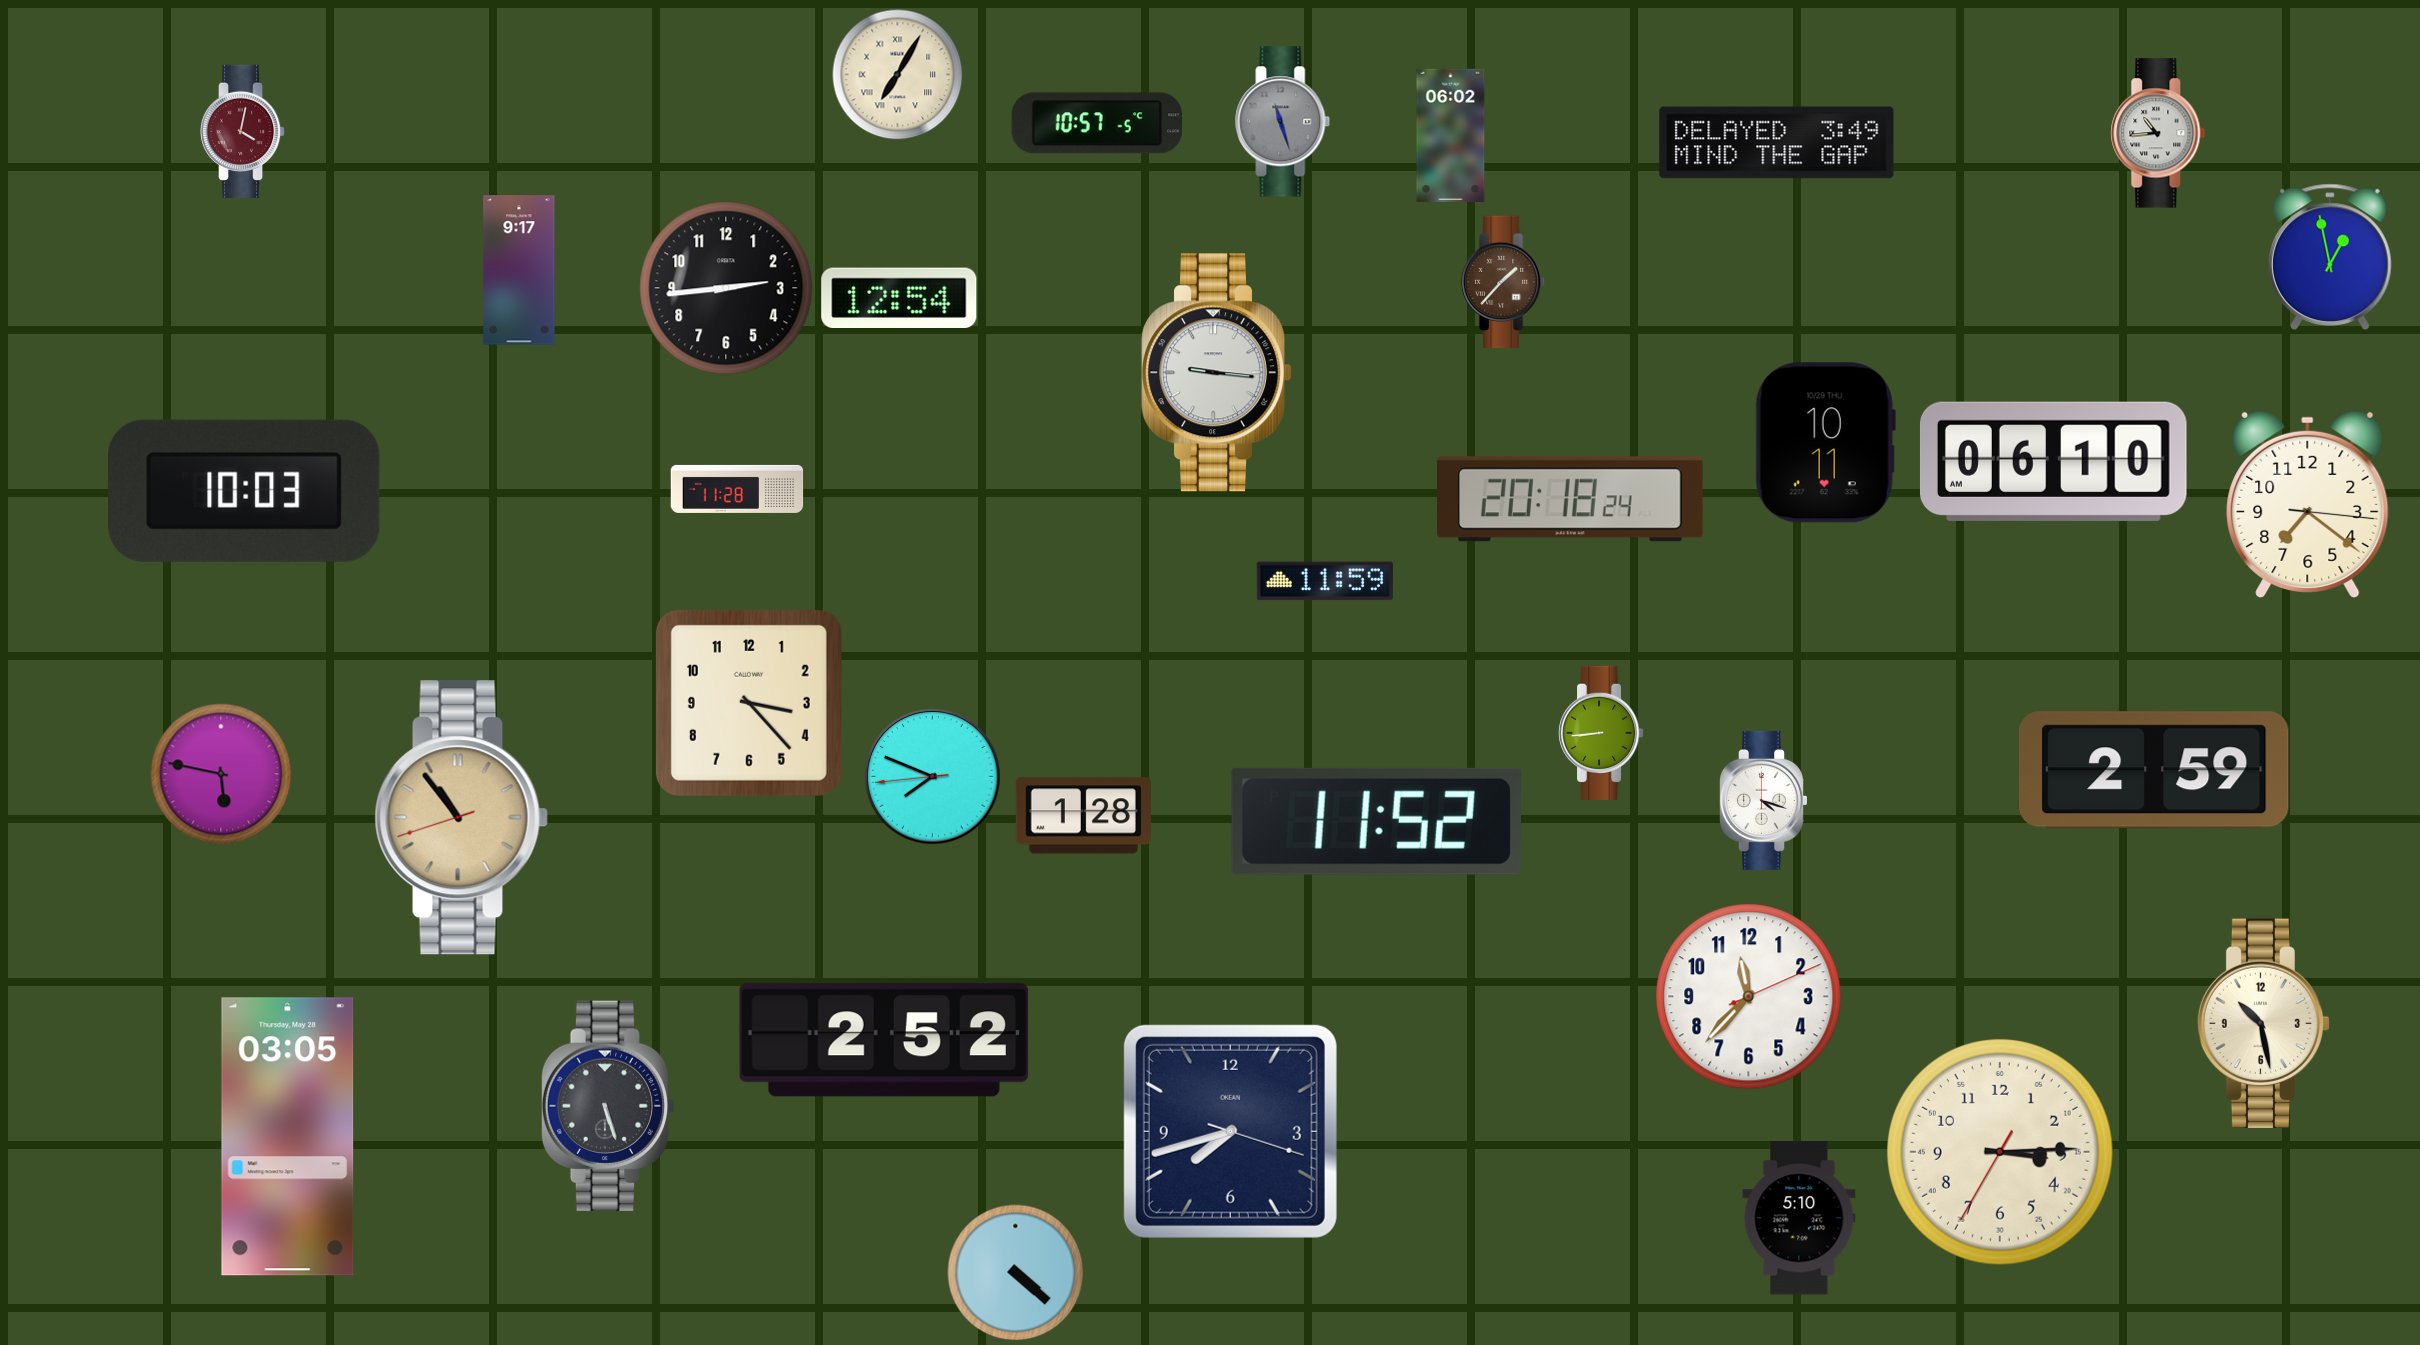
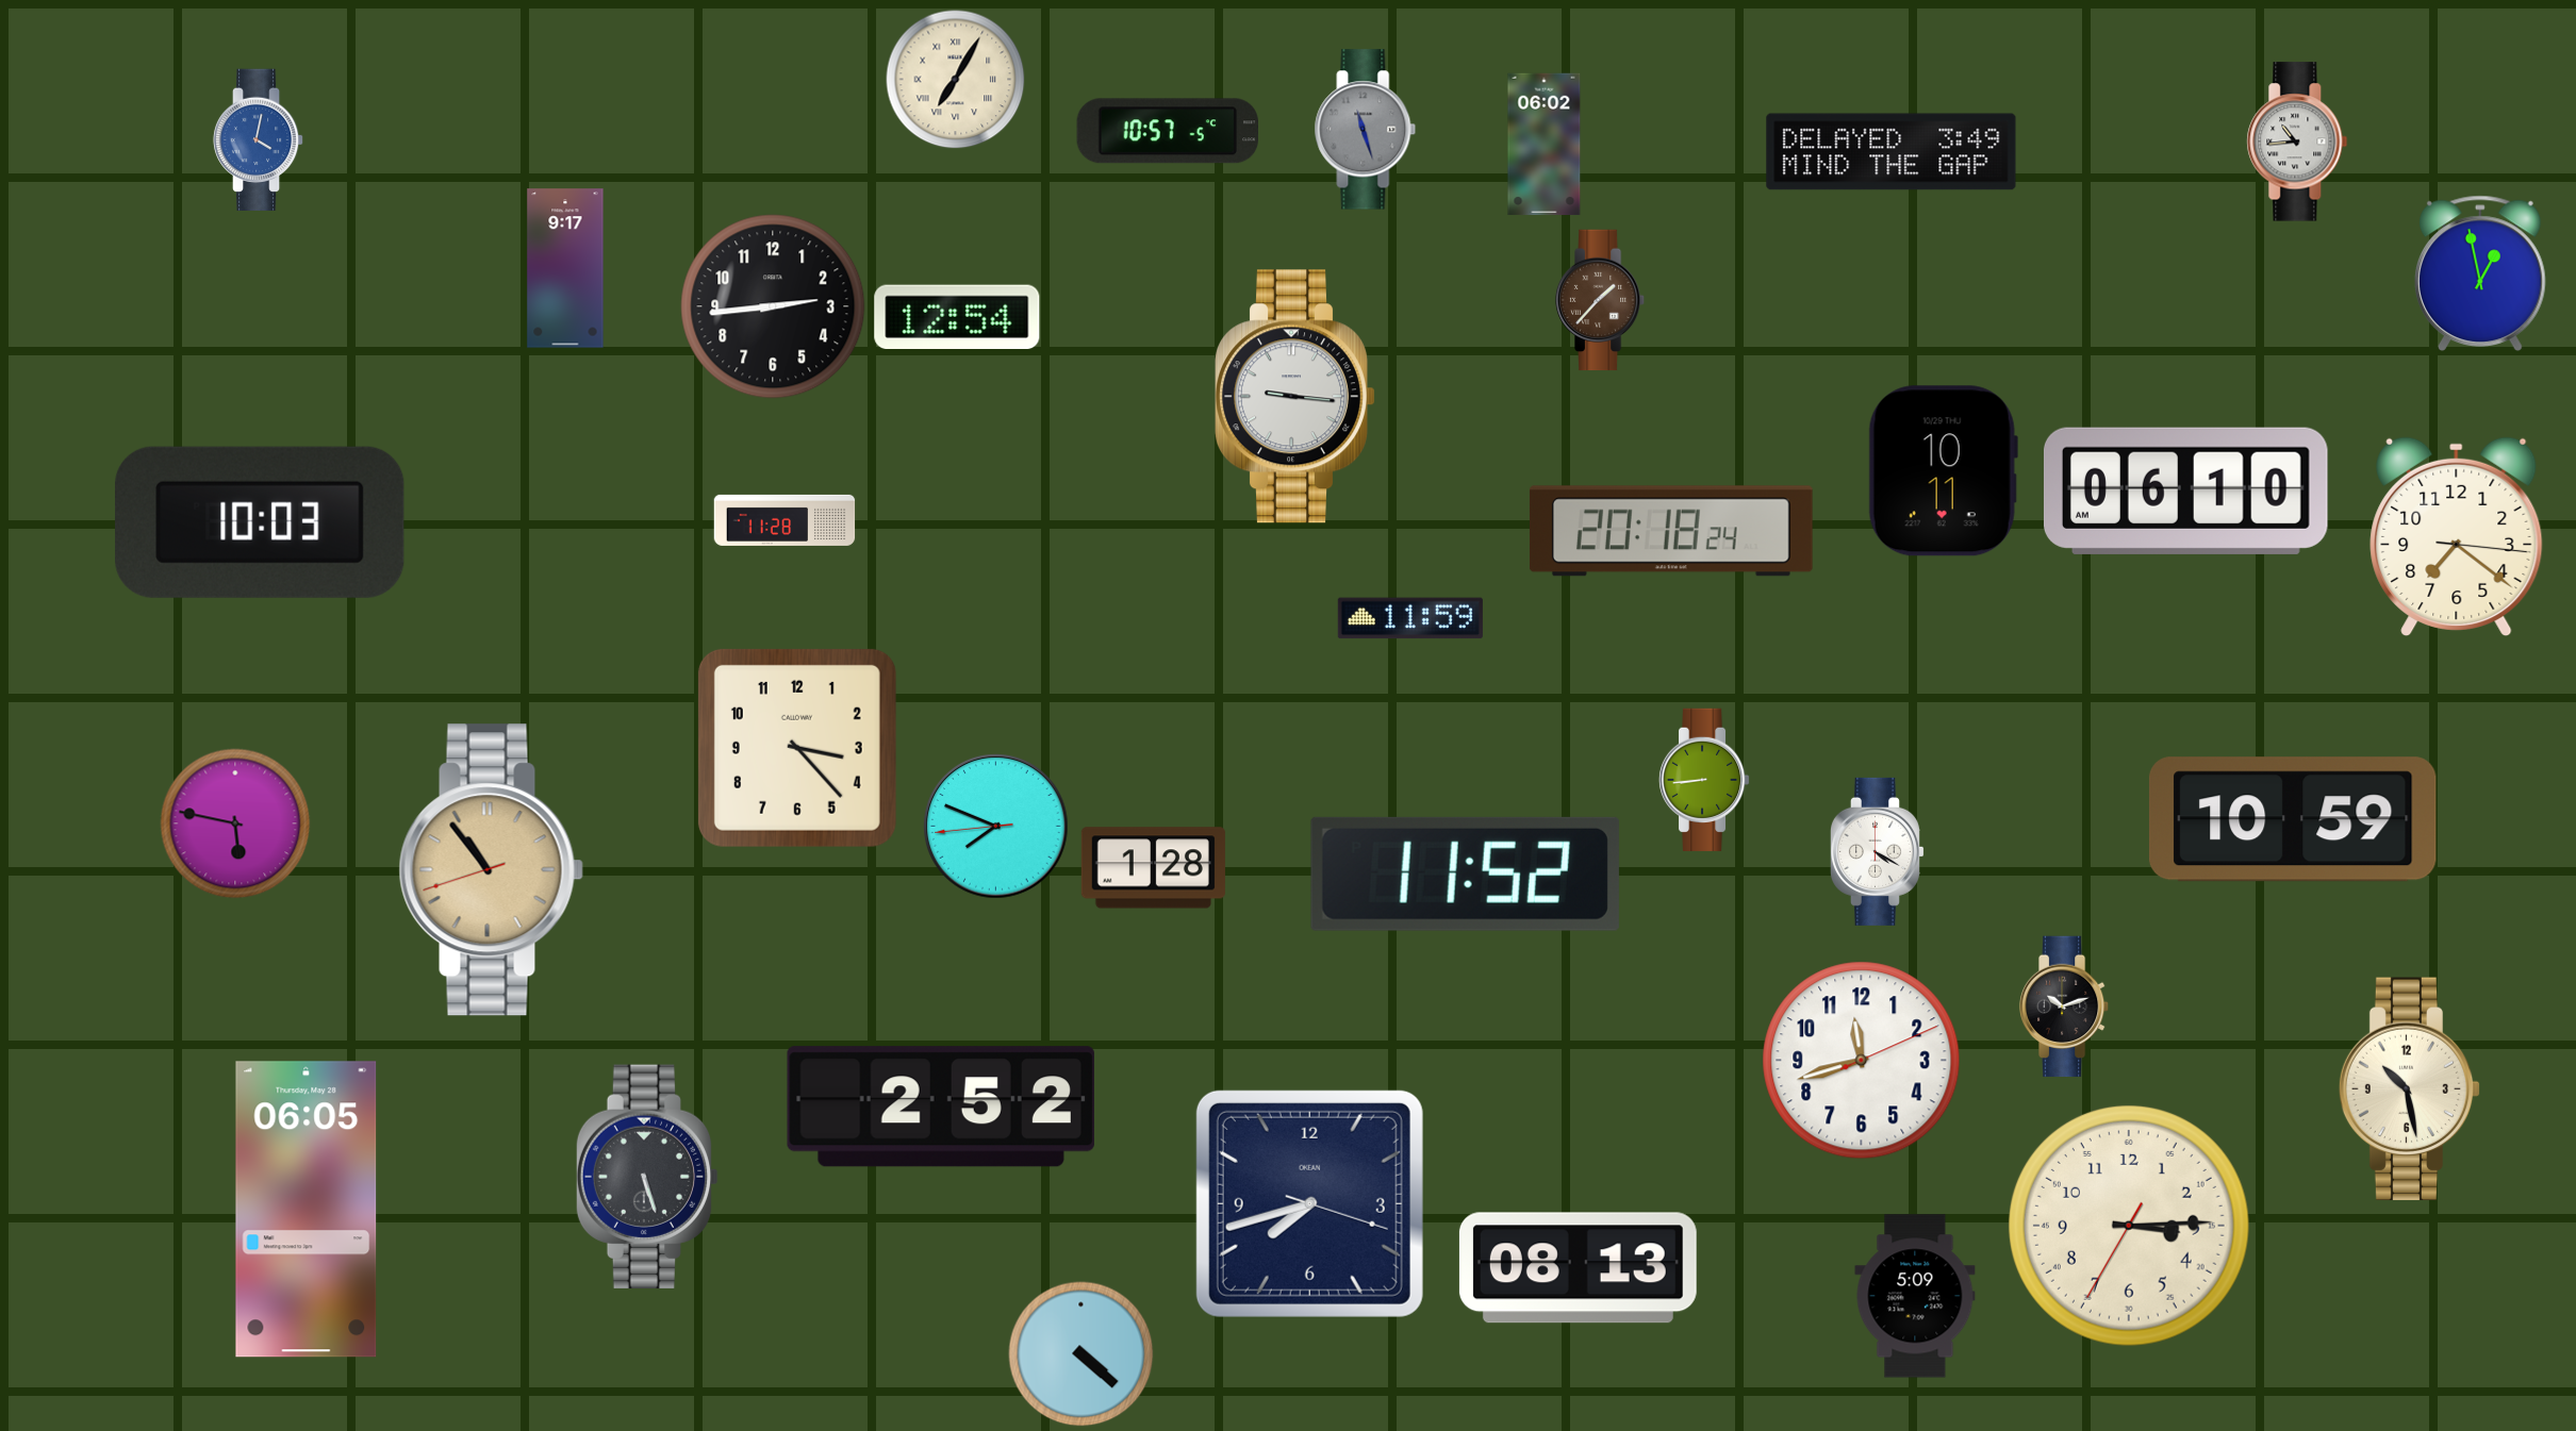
clock at (243, 131) dial: burgundy -> blue
clock at (519, 270) position: (519, 270) -> (565, 268)
clock at (2154, 770): 2:59 -> 10:59
clock at (933, 777) position: (933, 777) -> (996, 827)
clock at (1763, 800): 4:18 -> 4:20
clock at (2064, 1006): none -> 10:12
clock at (1749, 997): 11:37 -> 11:42
clock at (288, 1137): 03:05 -> 06:05
clock at (1578, 1268): none -> 08:13
clock at (1799, 1218): 5:10 -> 5:09
